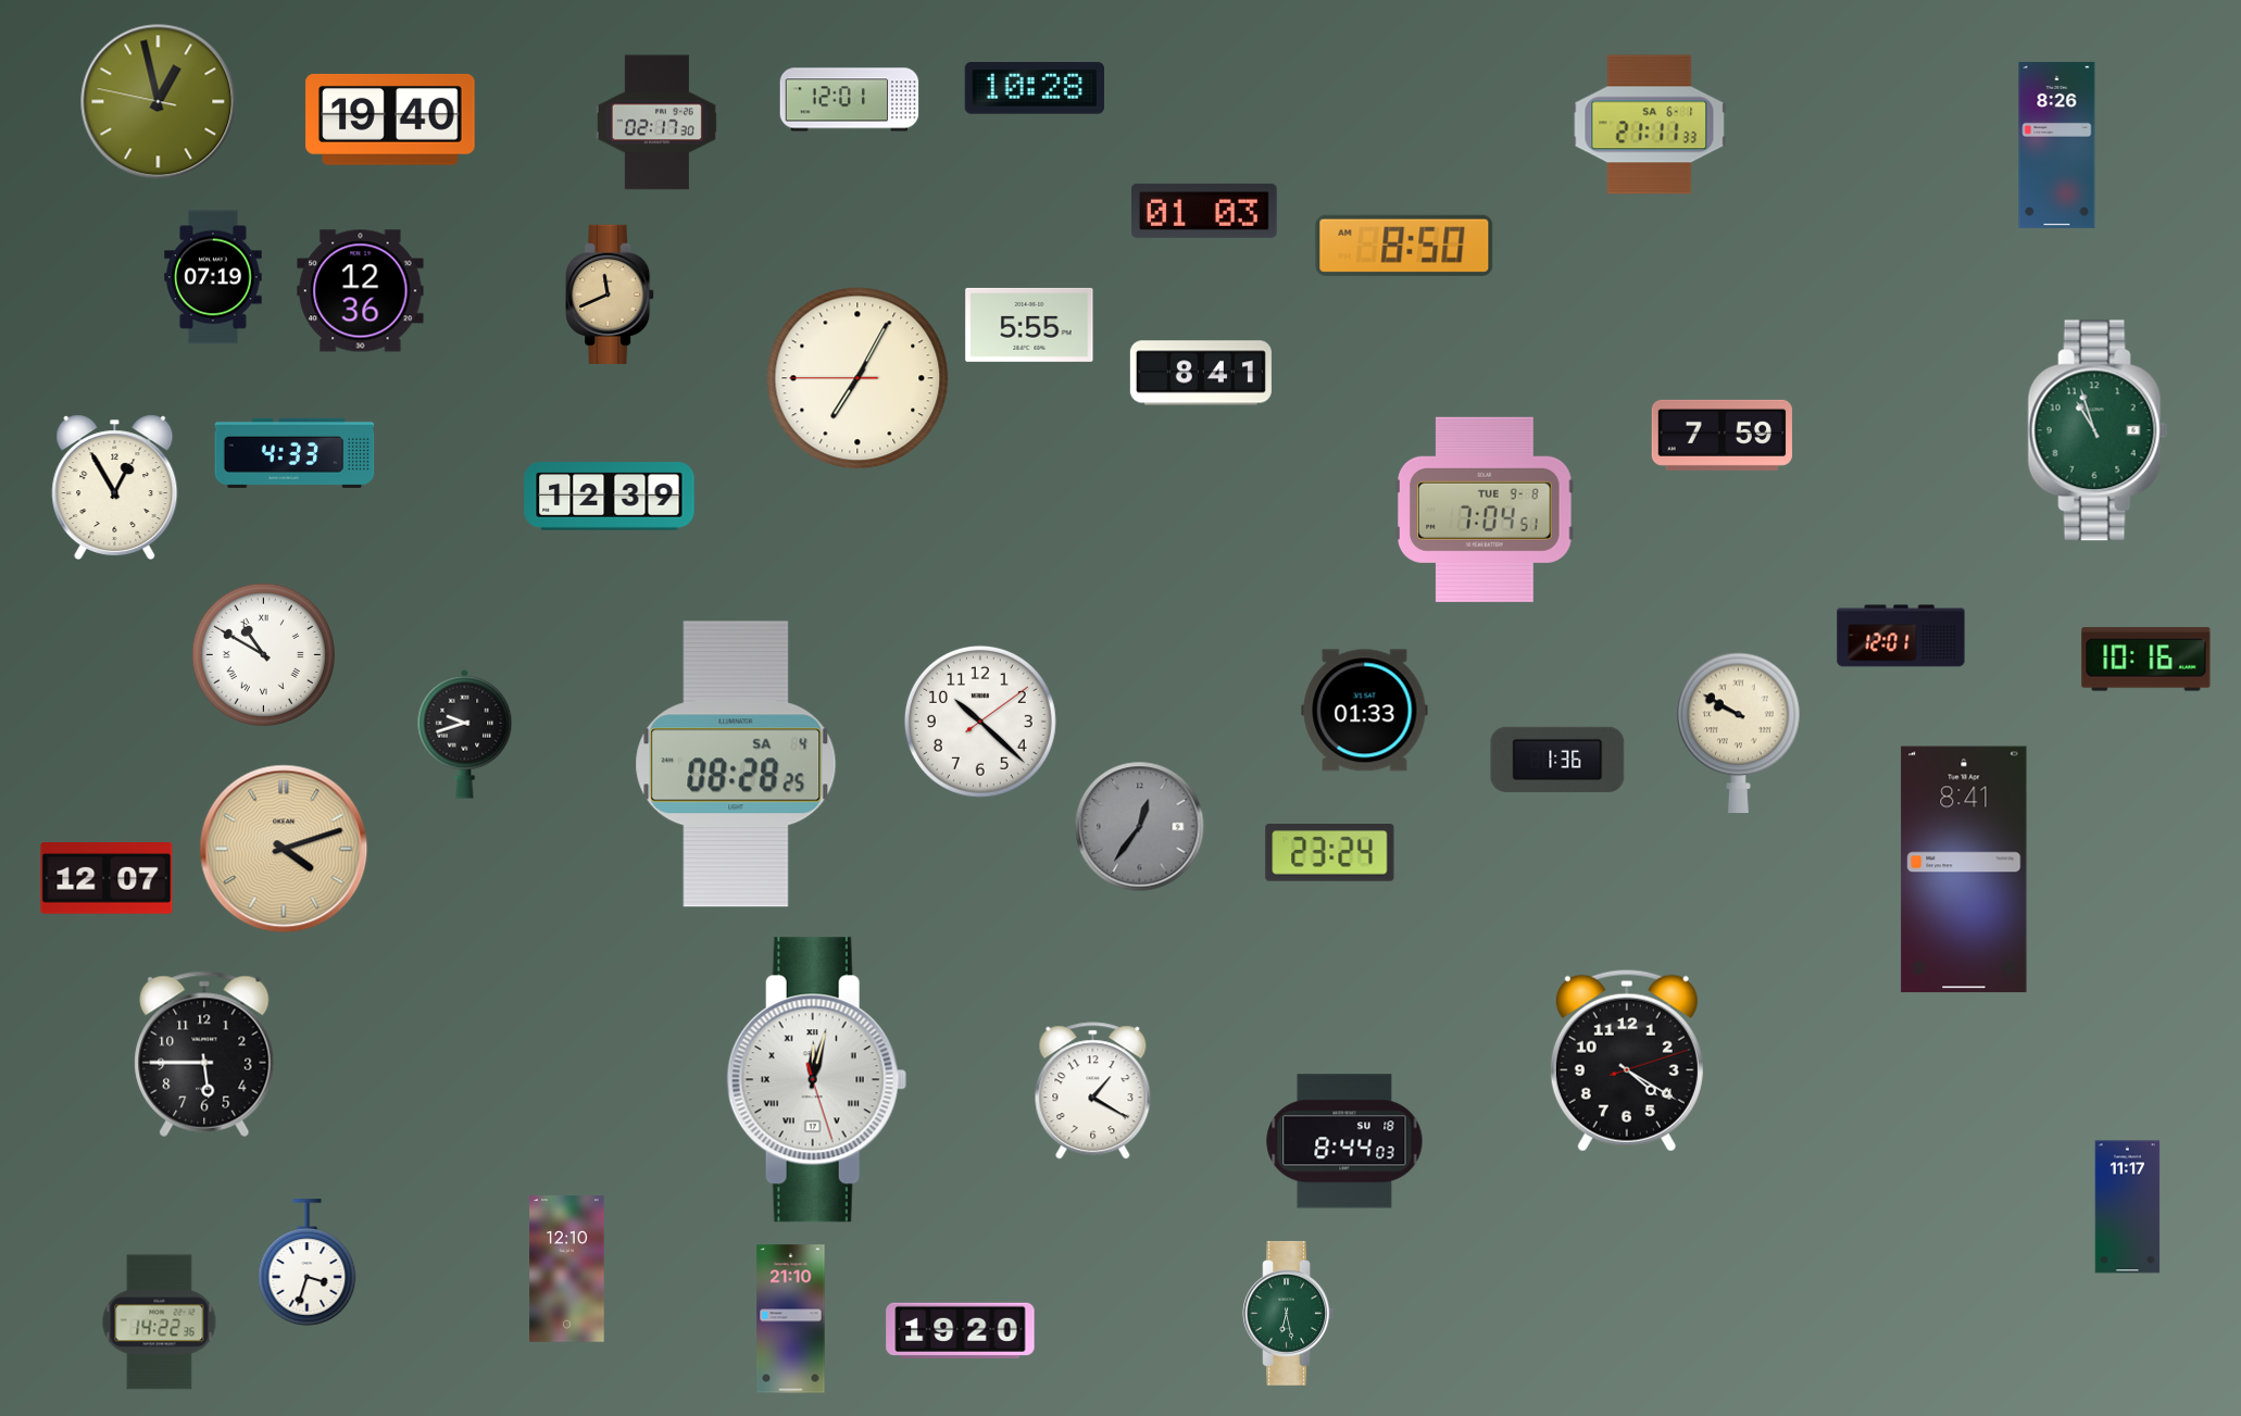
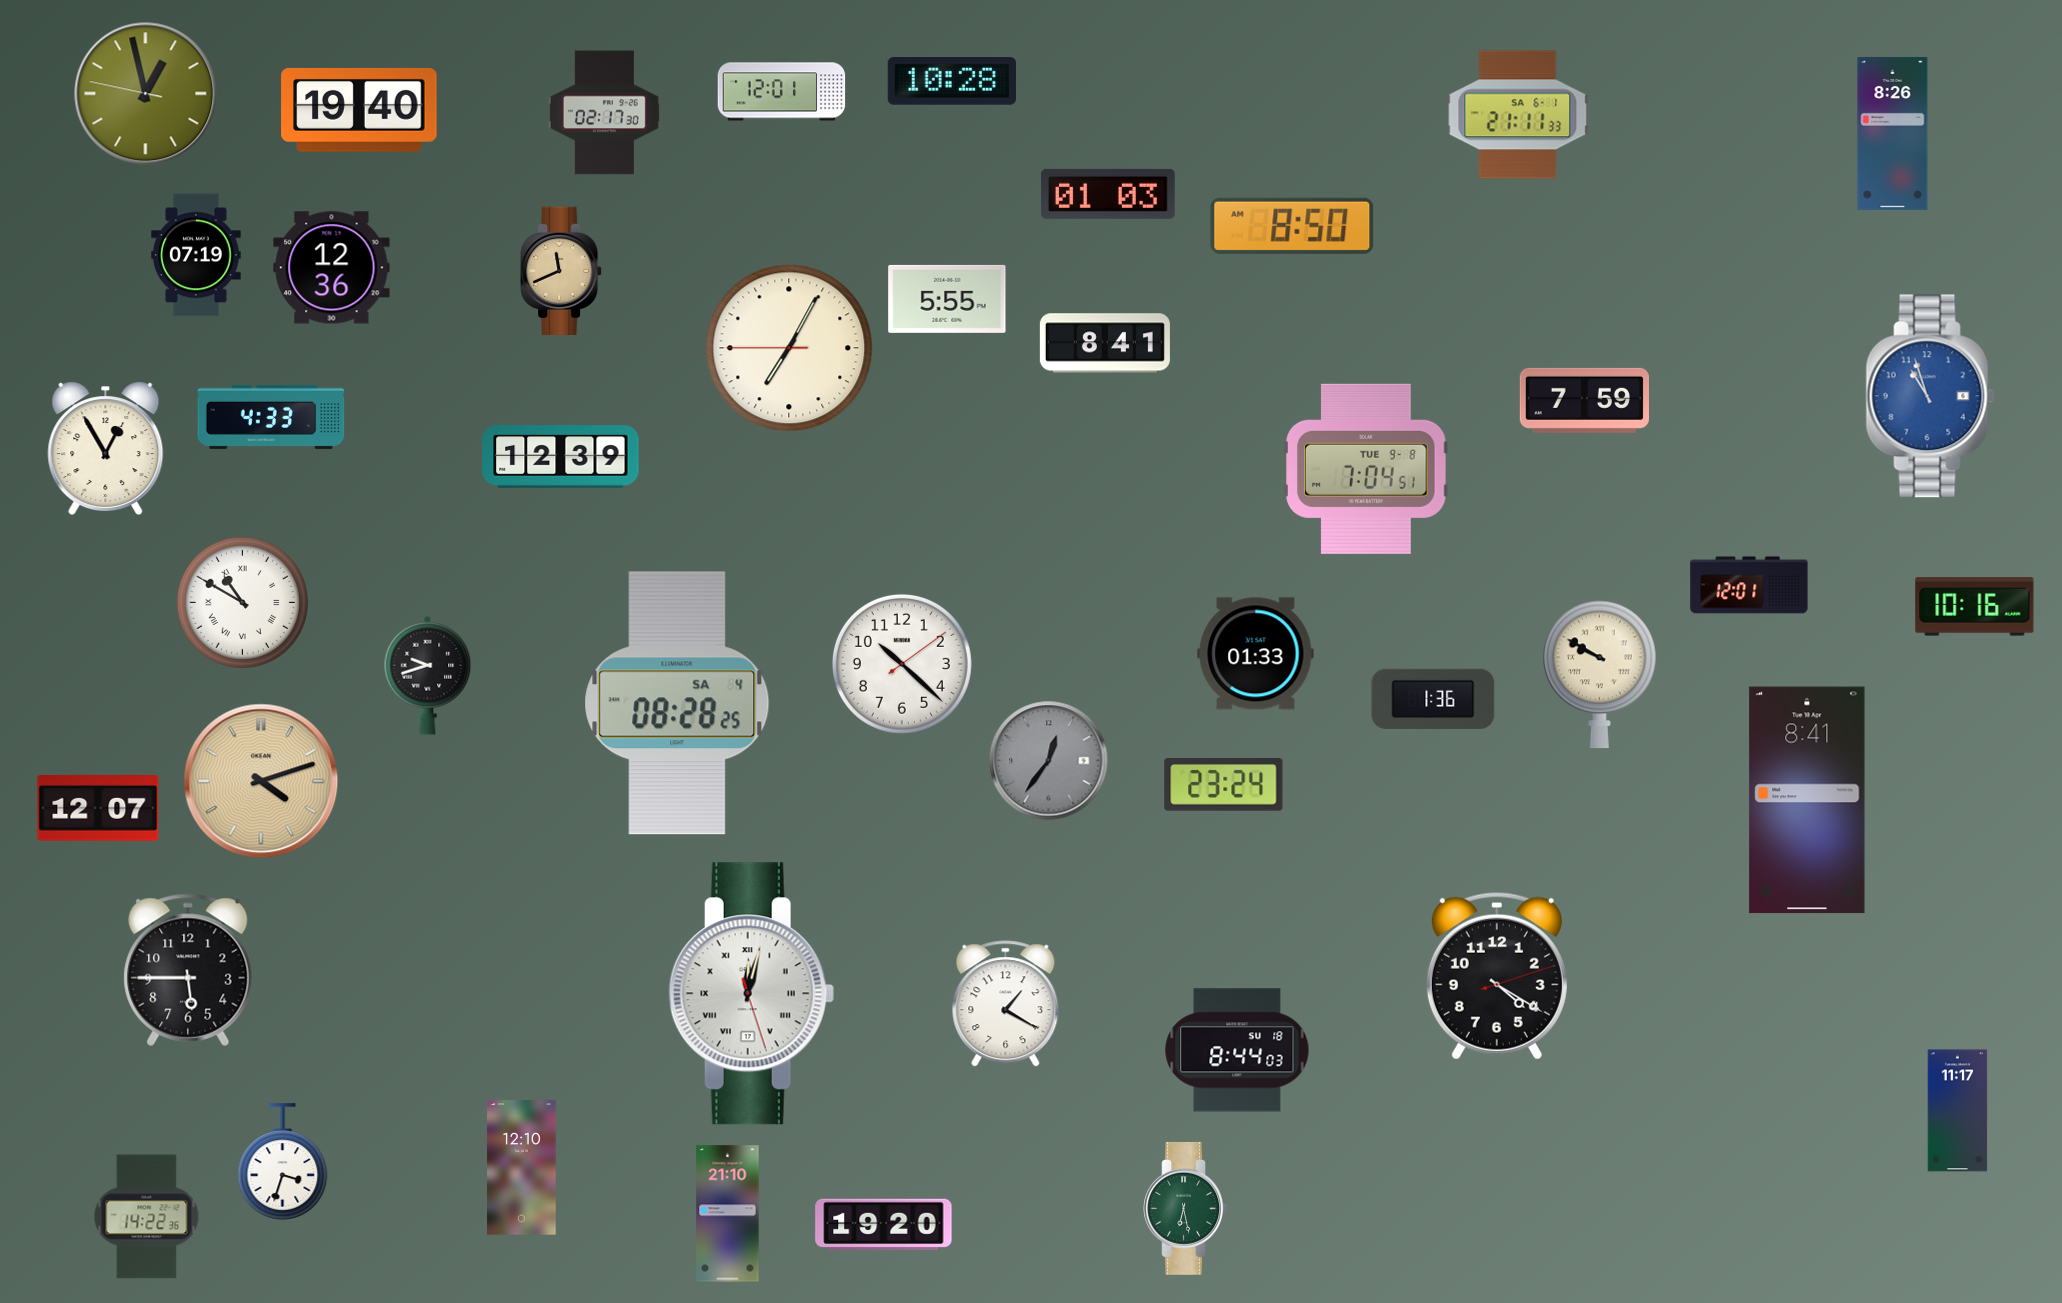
clock at (2098, 430) dial: green -> blue
